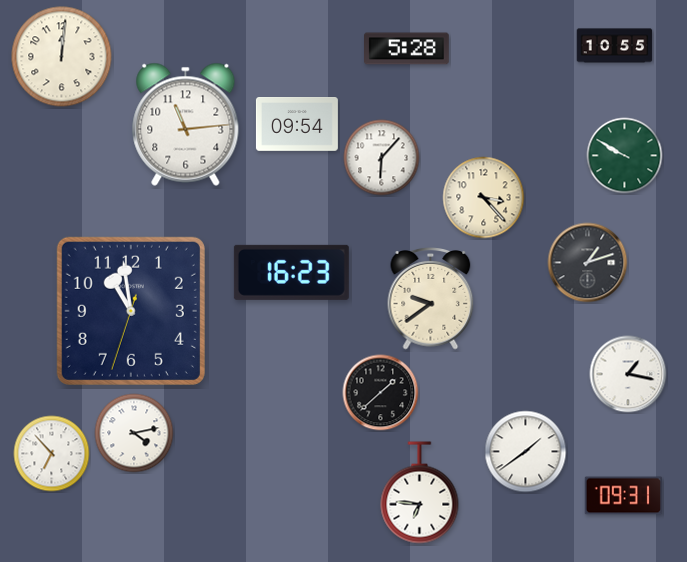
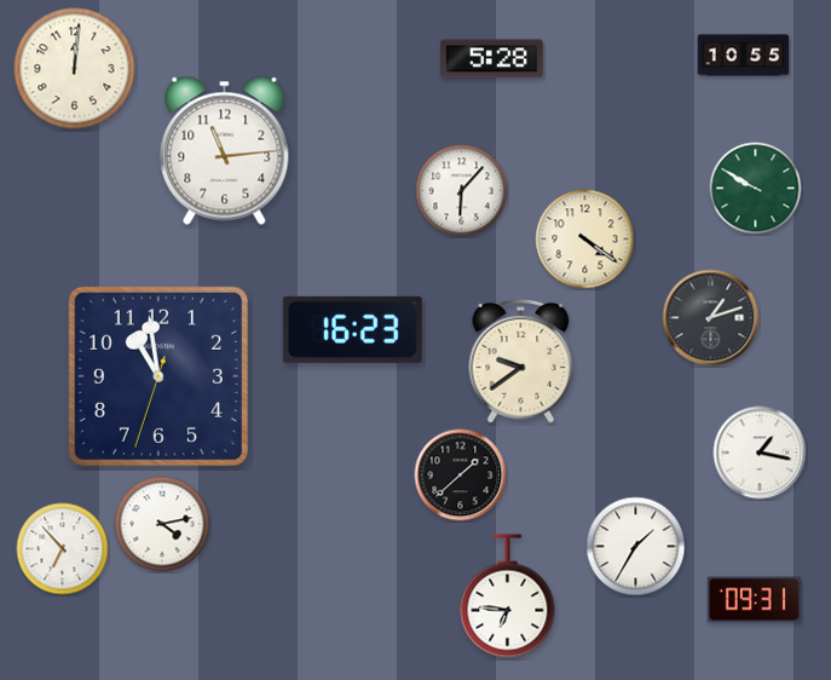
clock at (297, 125): 09:54 -> none
clock at (484, 198): 3:23 -> 4:21
clock at (526, 452): 1:39 -> 1:35
